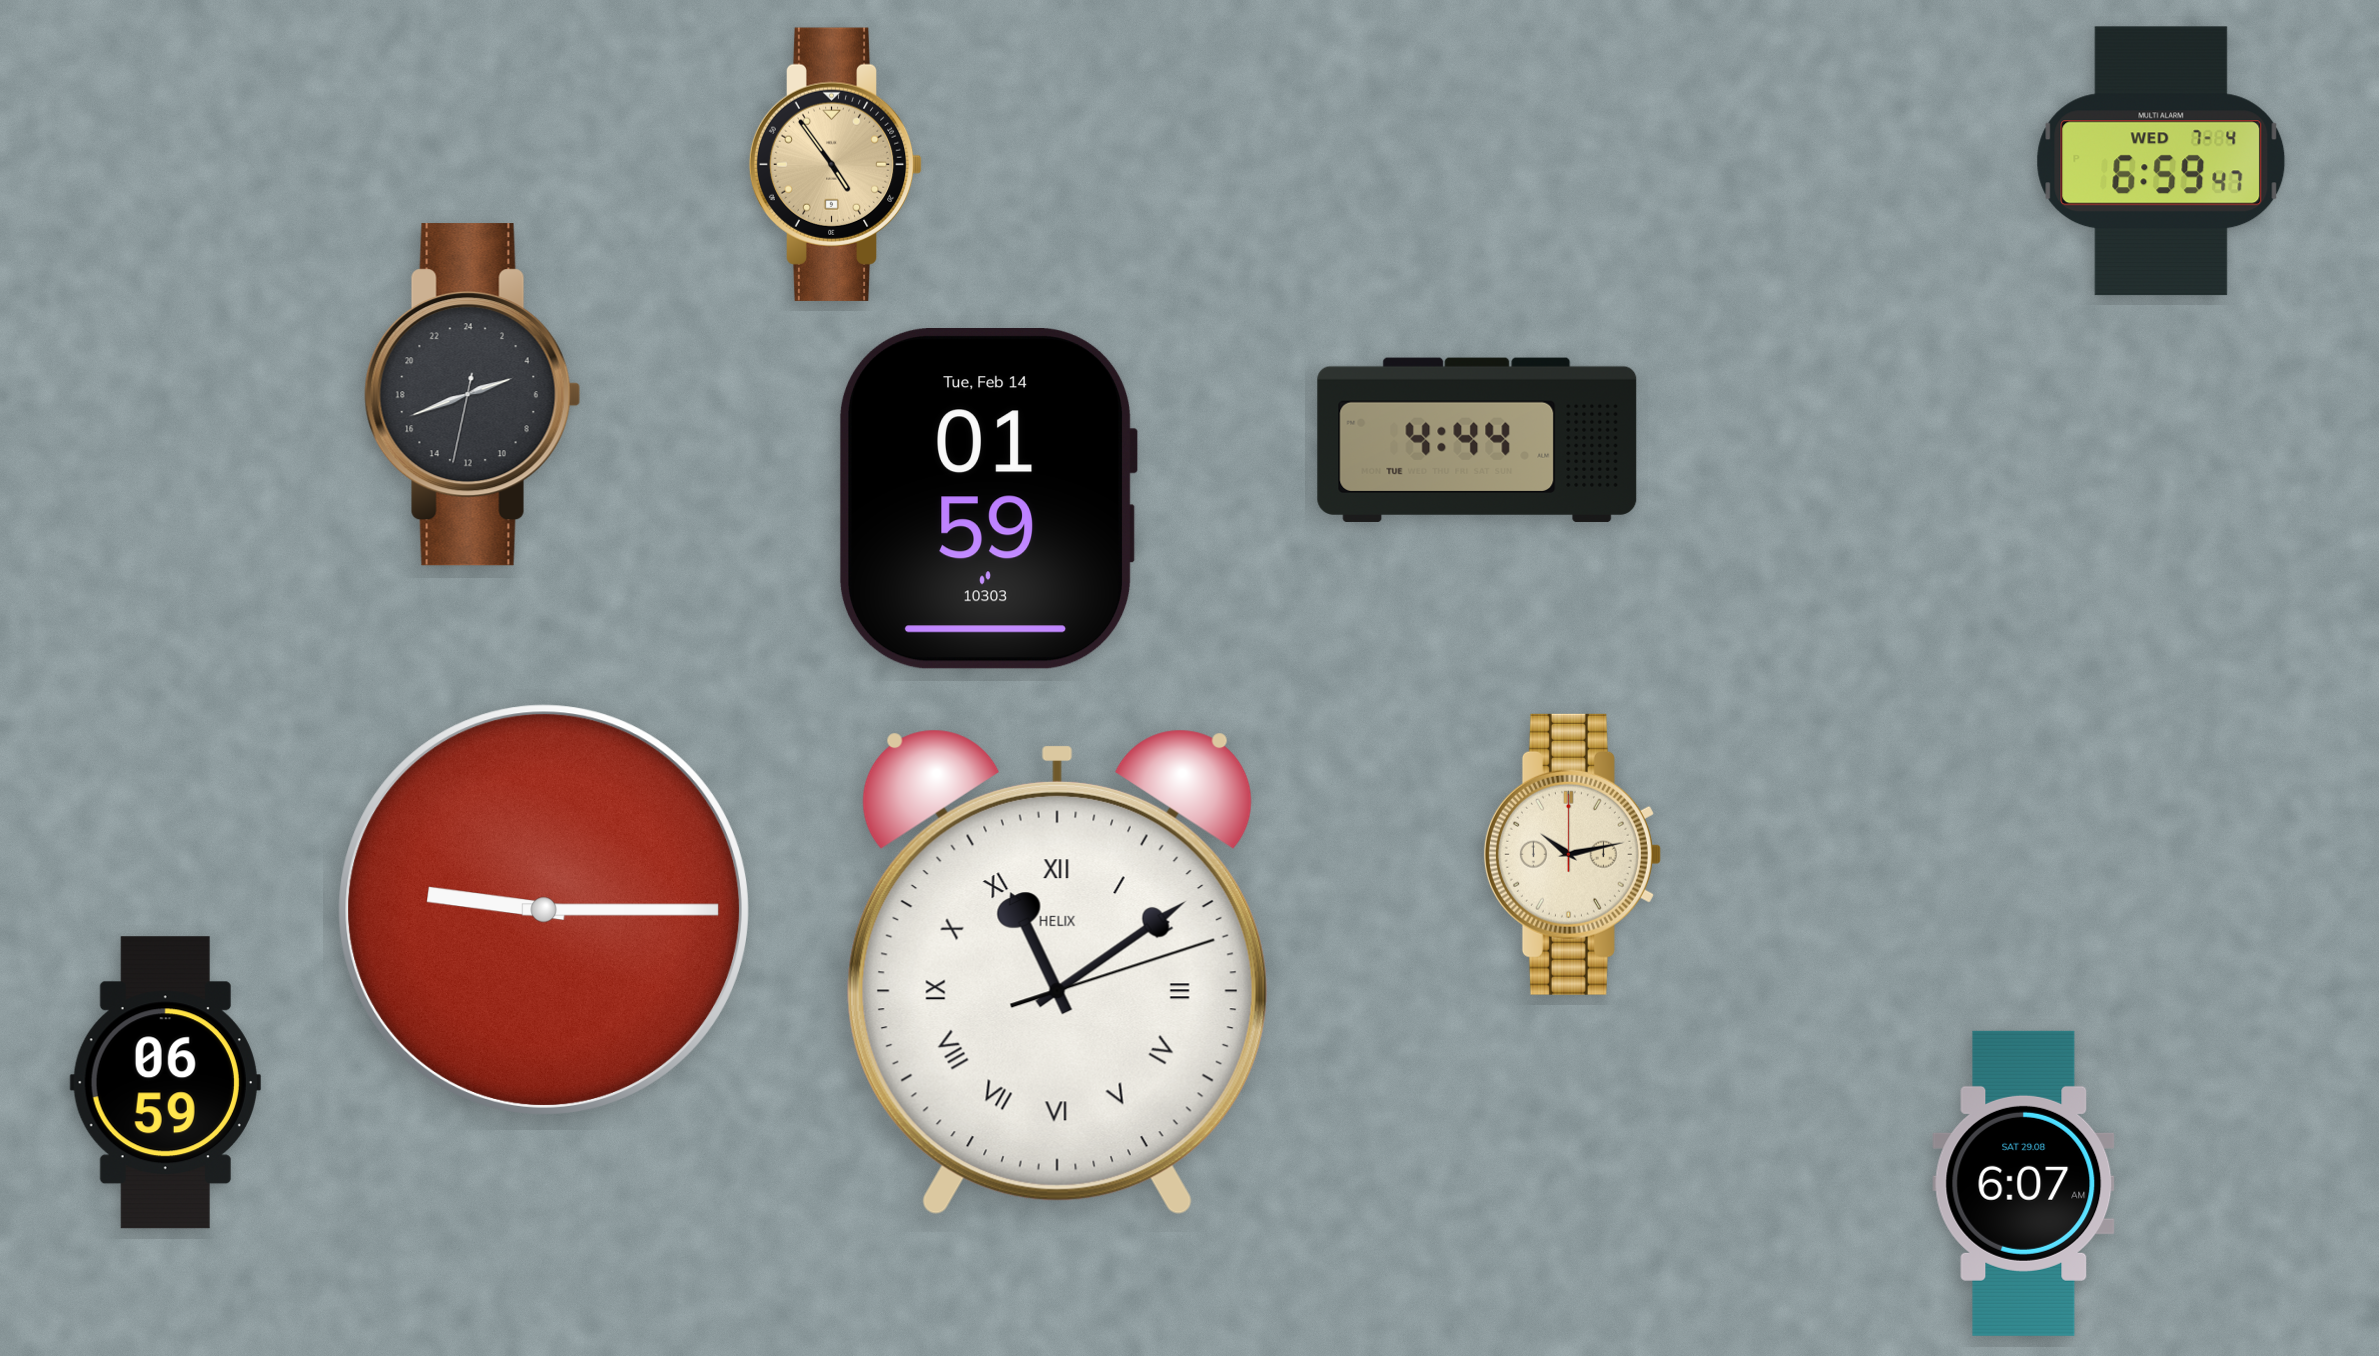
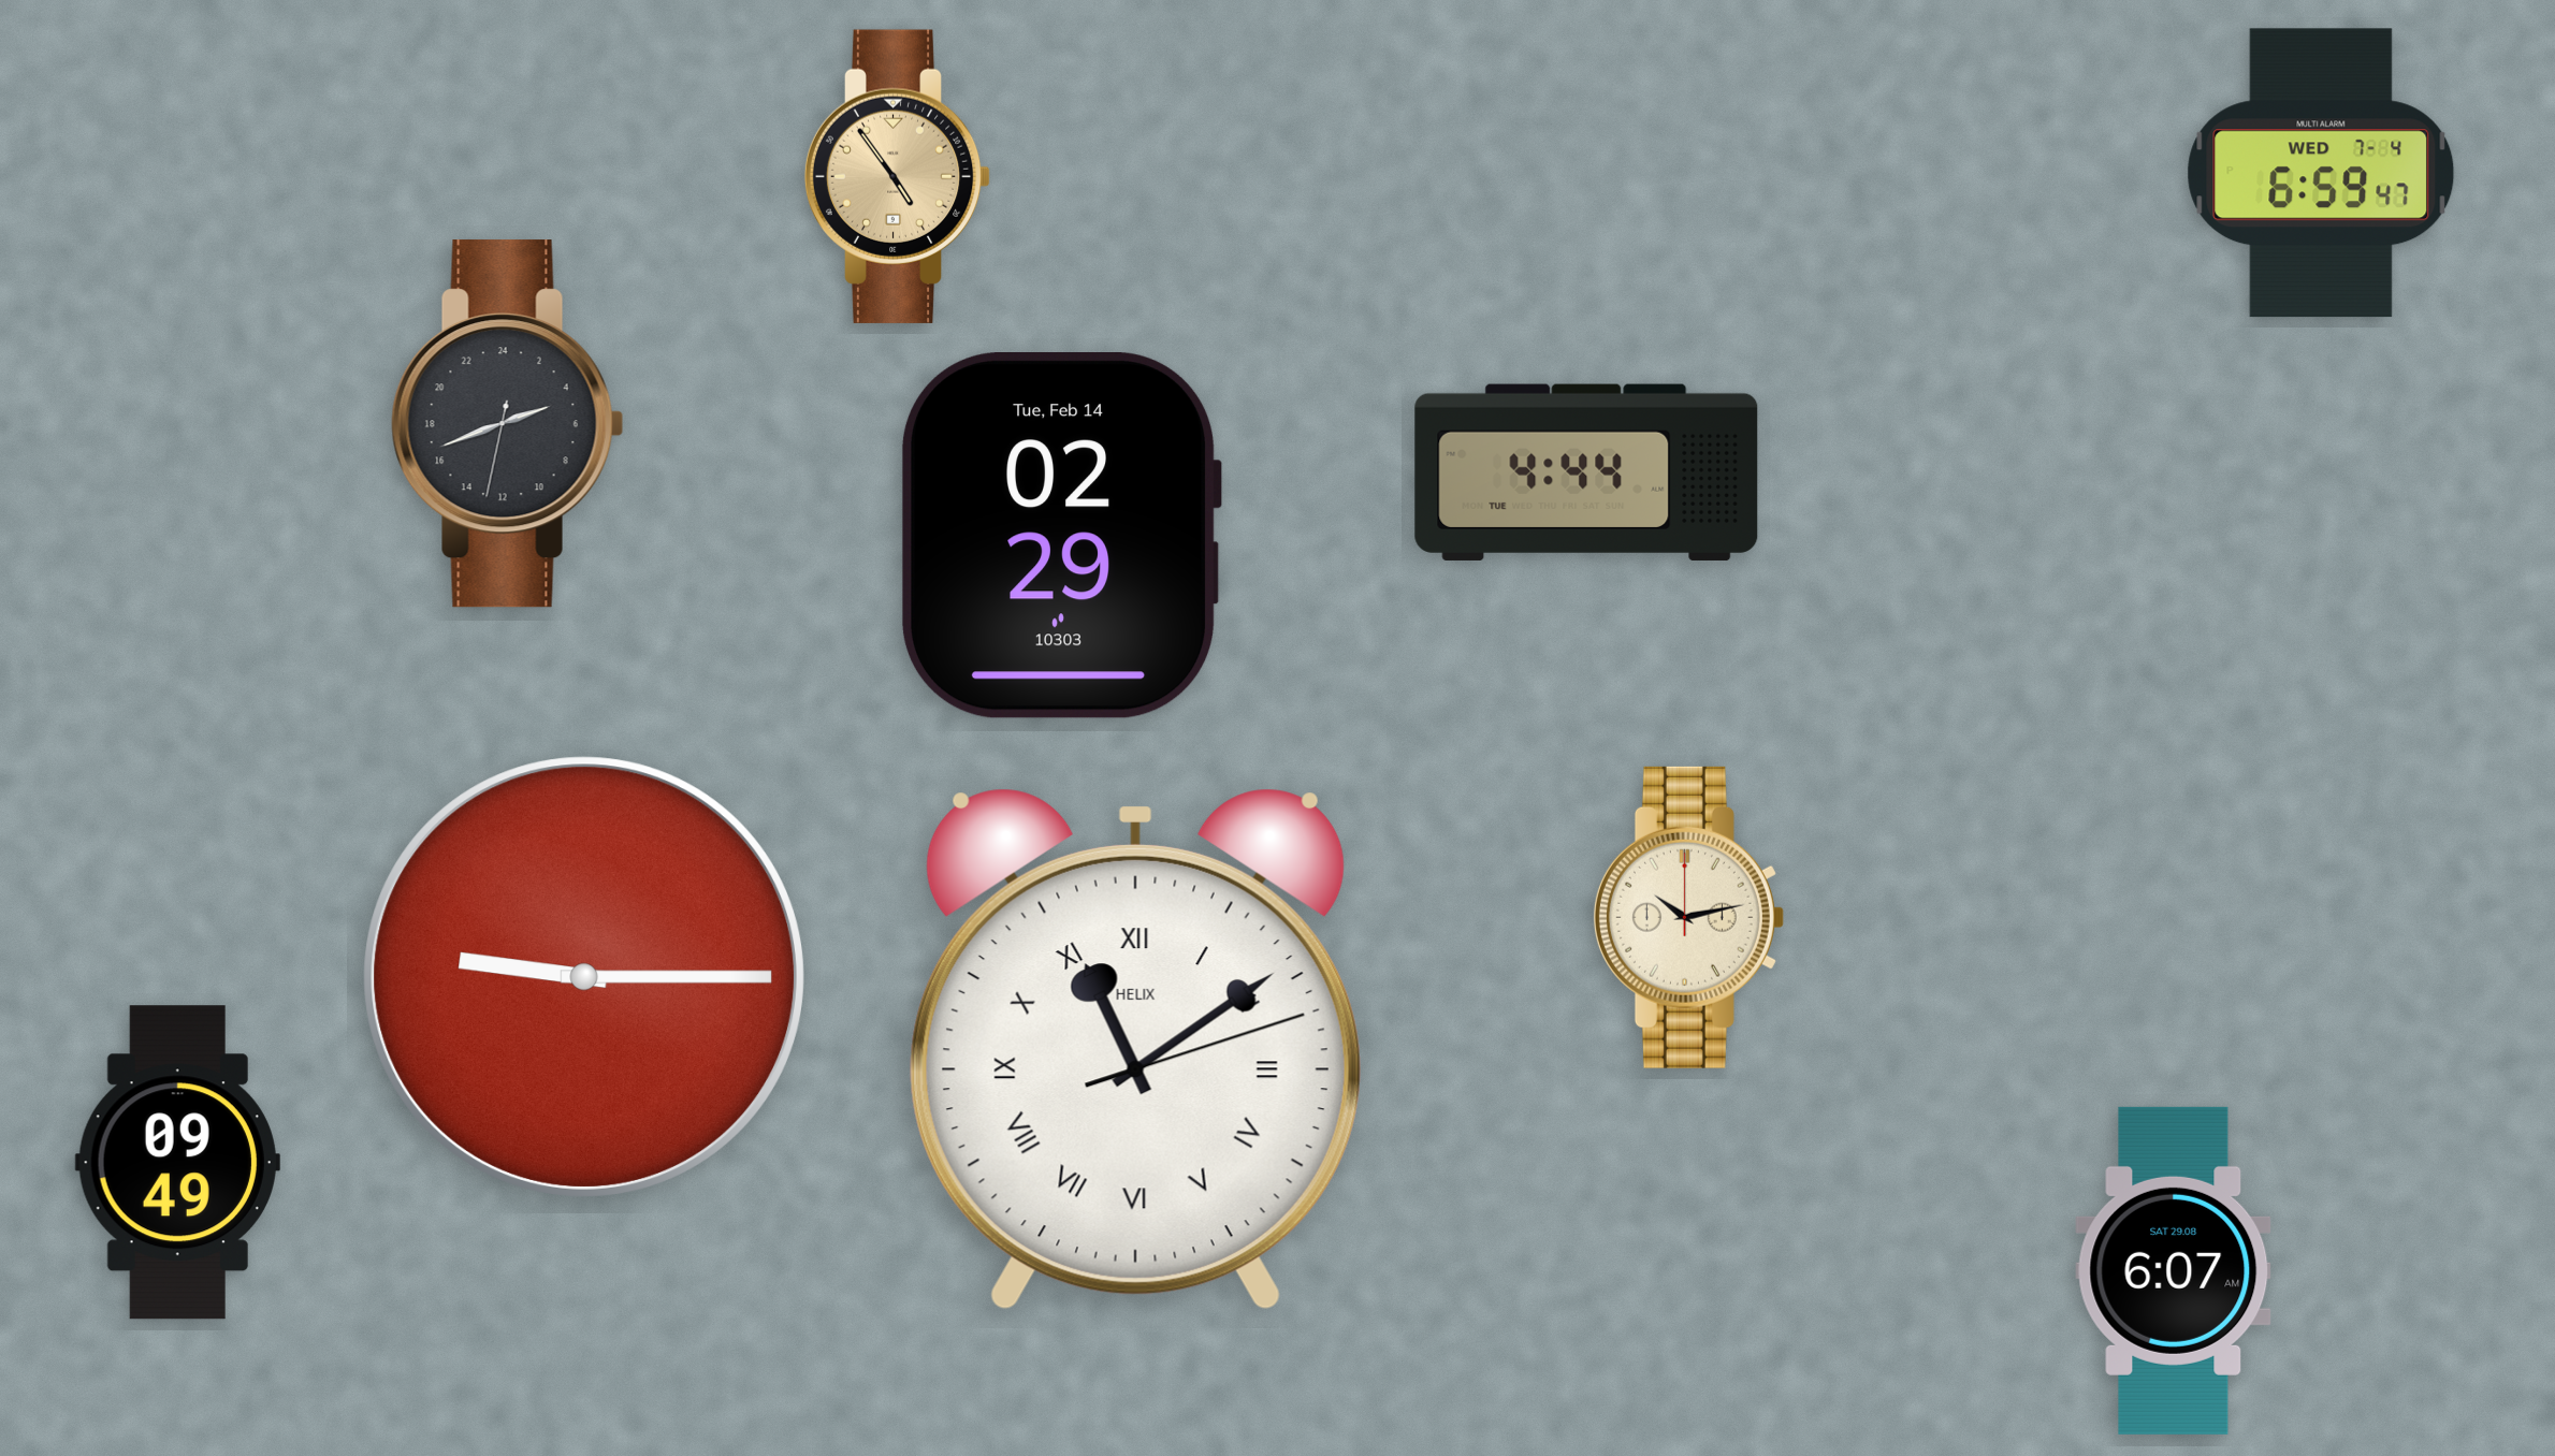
clock at (988, 499): 01:59 -> 02:29
clock at (1057, 973) position: (1057, 973) -> (1135, 1050)
clock at (165, 1083): 06:59 -> 09:49
